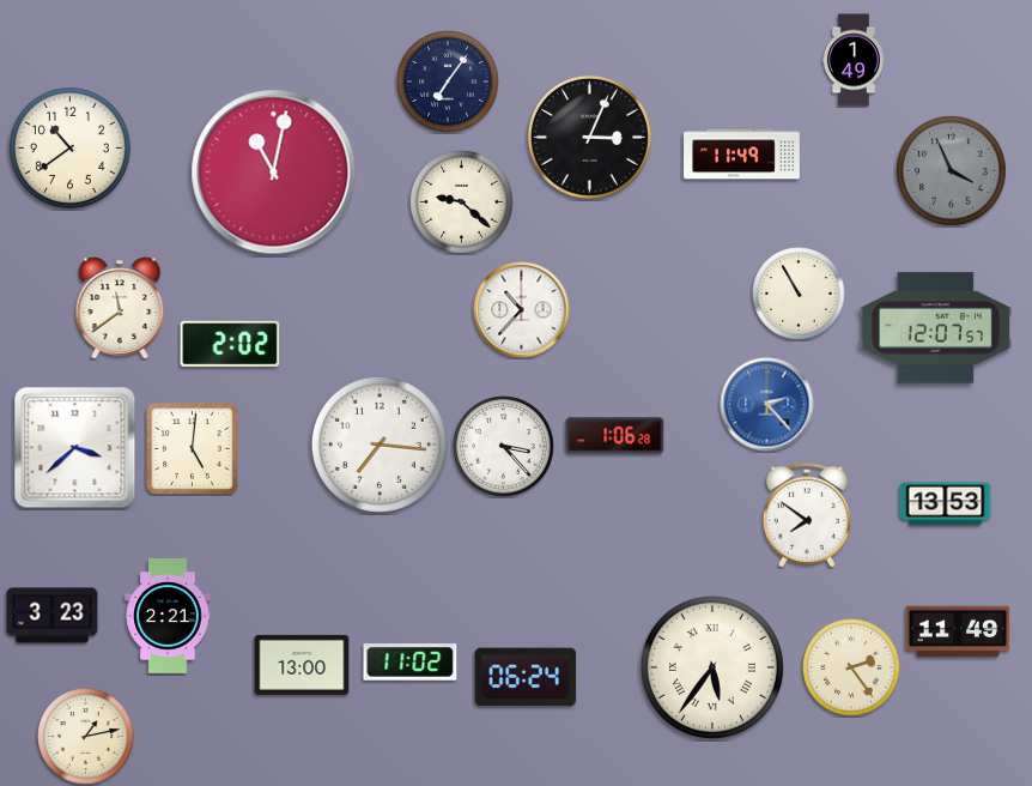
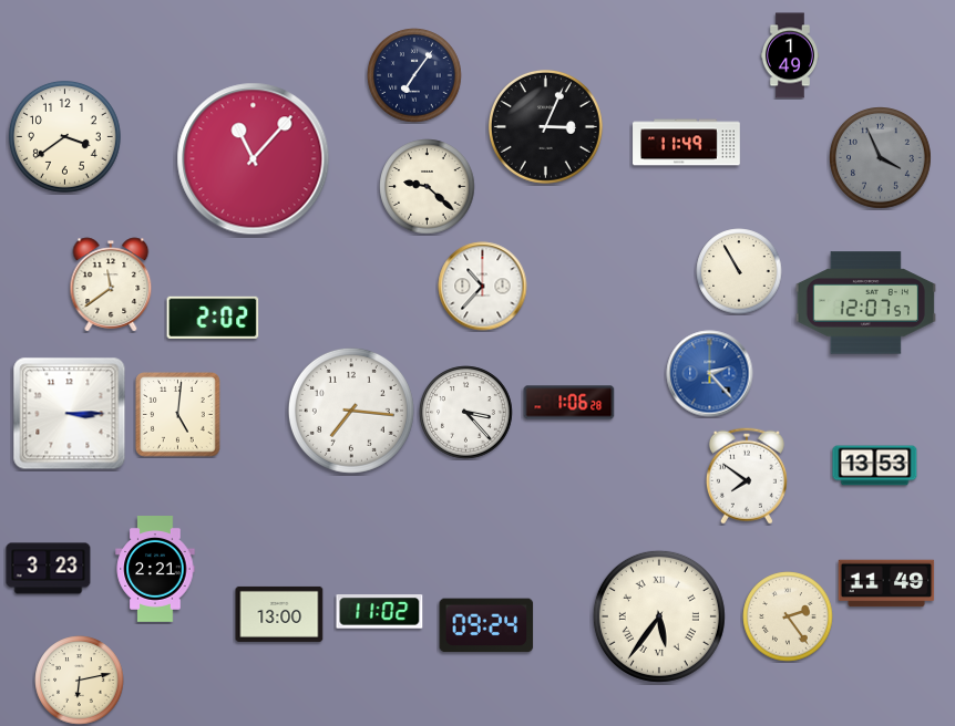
clock at (69, 147): 10:39 -> 3:39
clock at (274, 173): 11:02 -> 11:07
clock at (75, 448): 3:38 -> 3:15
clock at (526, 677): 06:24 -> 09:24
clock at (86, 737): 1:13 -> 6:13
